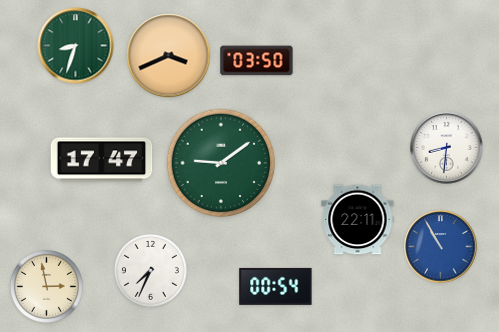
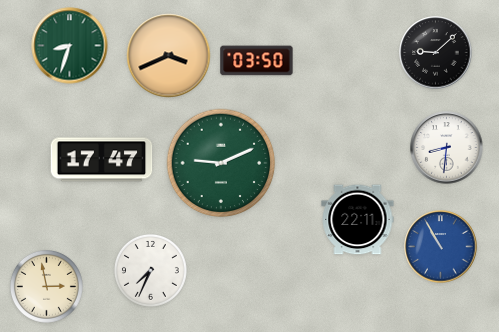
clock at (76, 46) position: (76, 46) -> (70, 46)
clock at (436, 53): none -> 9:08
clock at (221, 163): 9:09 -> 9:11
clock at (276, 286): 00:54 -> none
